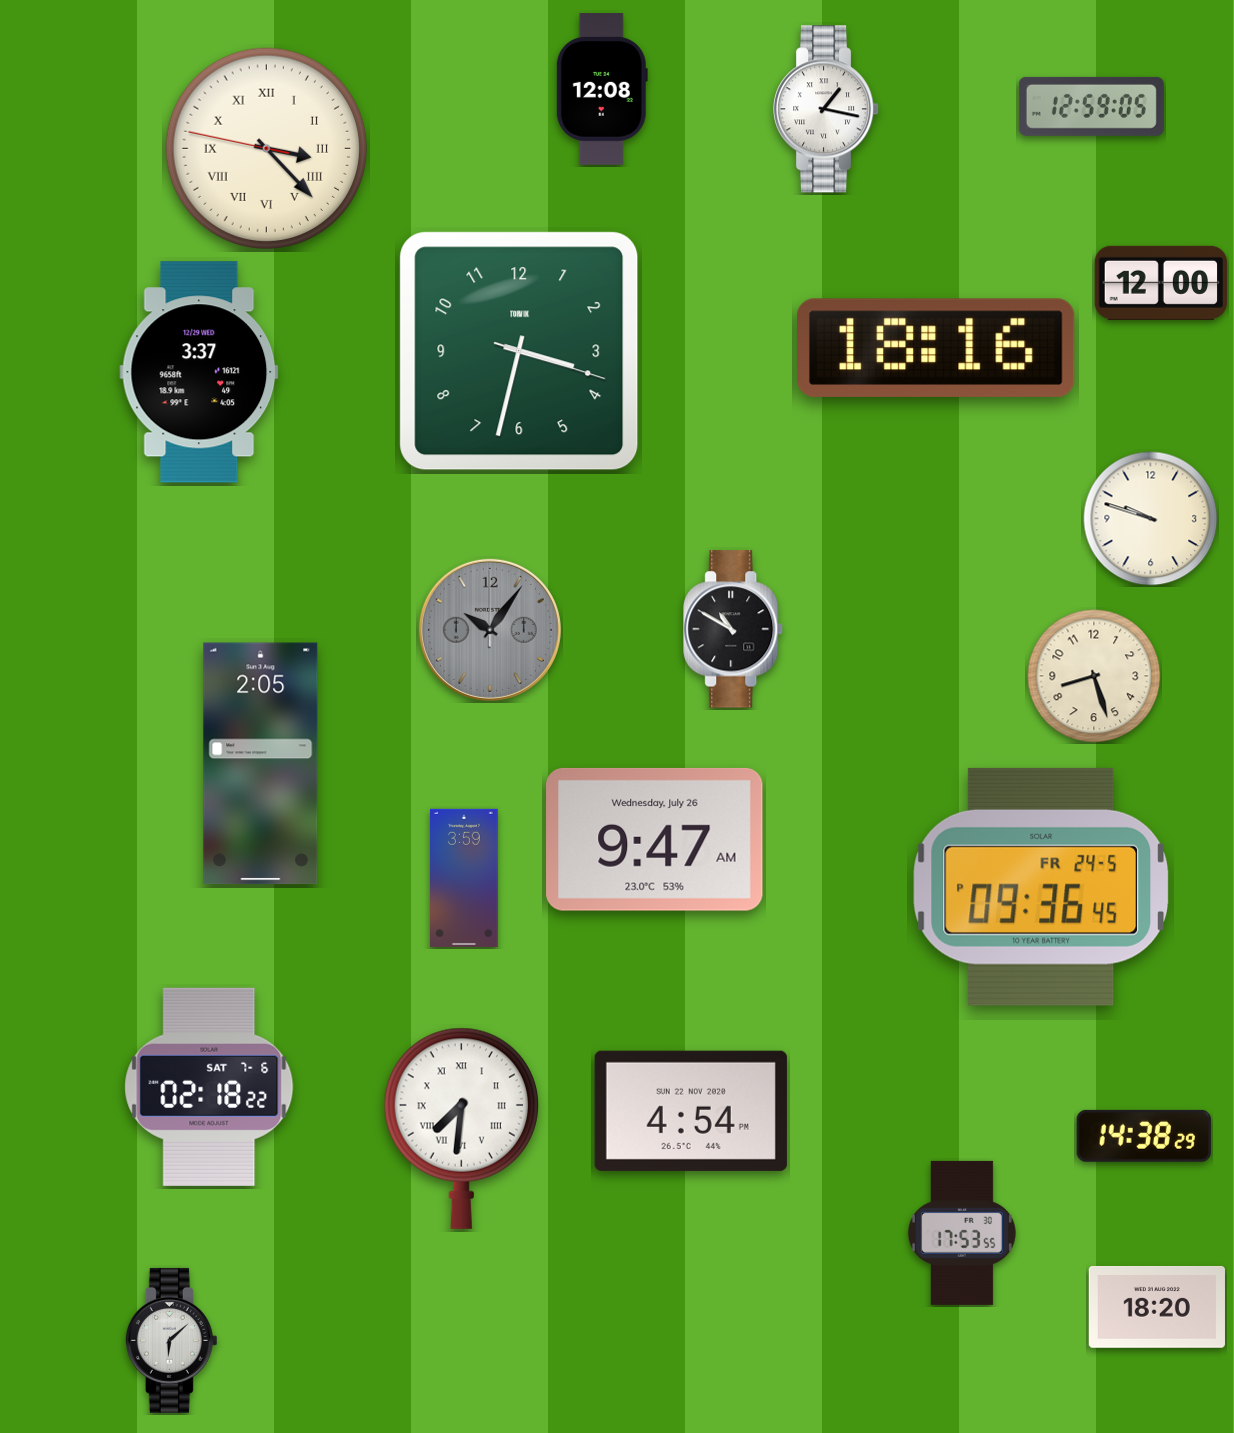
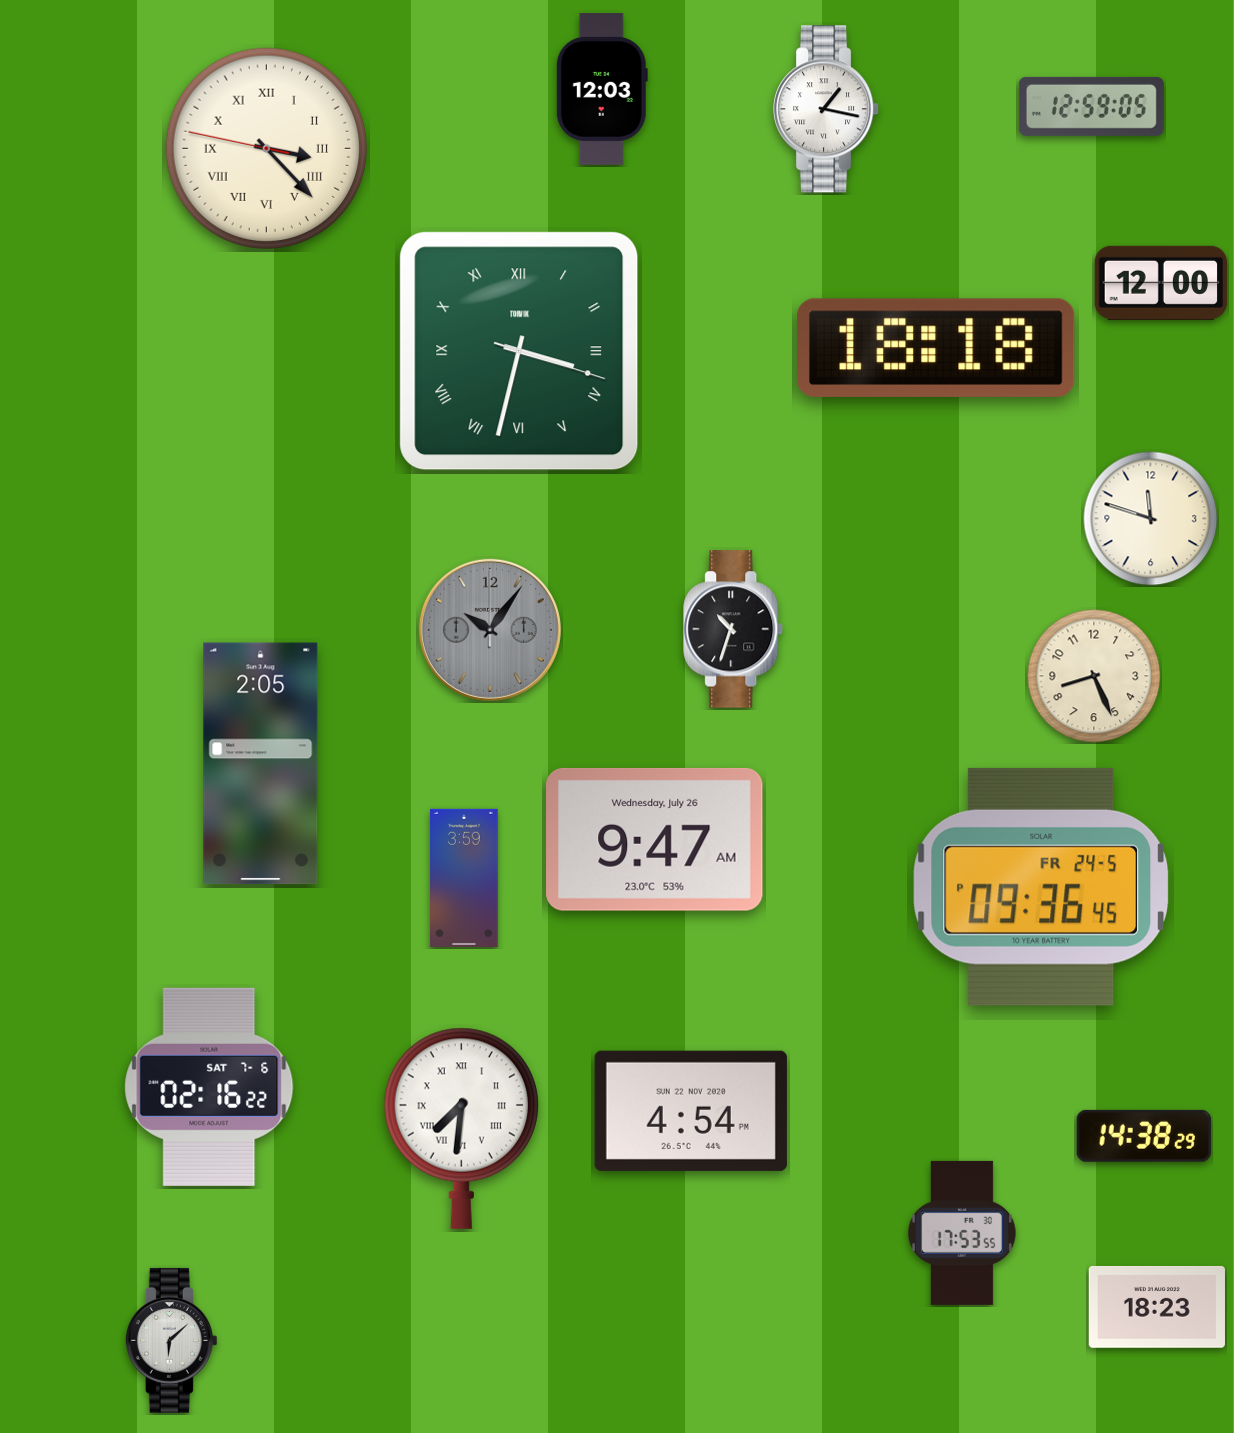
clock at (602, 89): 12:08 -> 12:03
clock at (937, 348): 18:16 -> 18:18
clock at (519, 351) numerals: Arabic -> Roman
clock at (199, 372): 3:37 -> none
clock at (1151, 519): 9:48 -> 11:48
clock at (734, 629): 10:50 -> 10:33
clock at (1094, 676): 8:27 -> 8:26
clock at (209, 1087): 02:18 -> 02:16
clock at (1157, 1307): 18:20 -> 18:23
